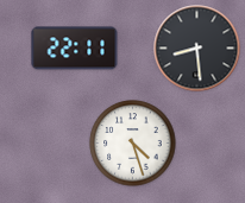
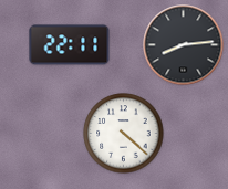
clock at (197, 49): 8:29 -> 8:14
clock at (133, 144): 4:27 -> 4:22
